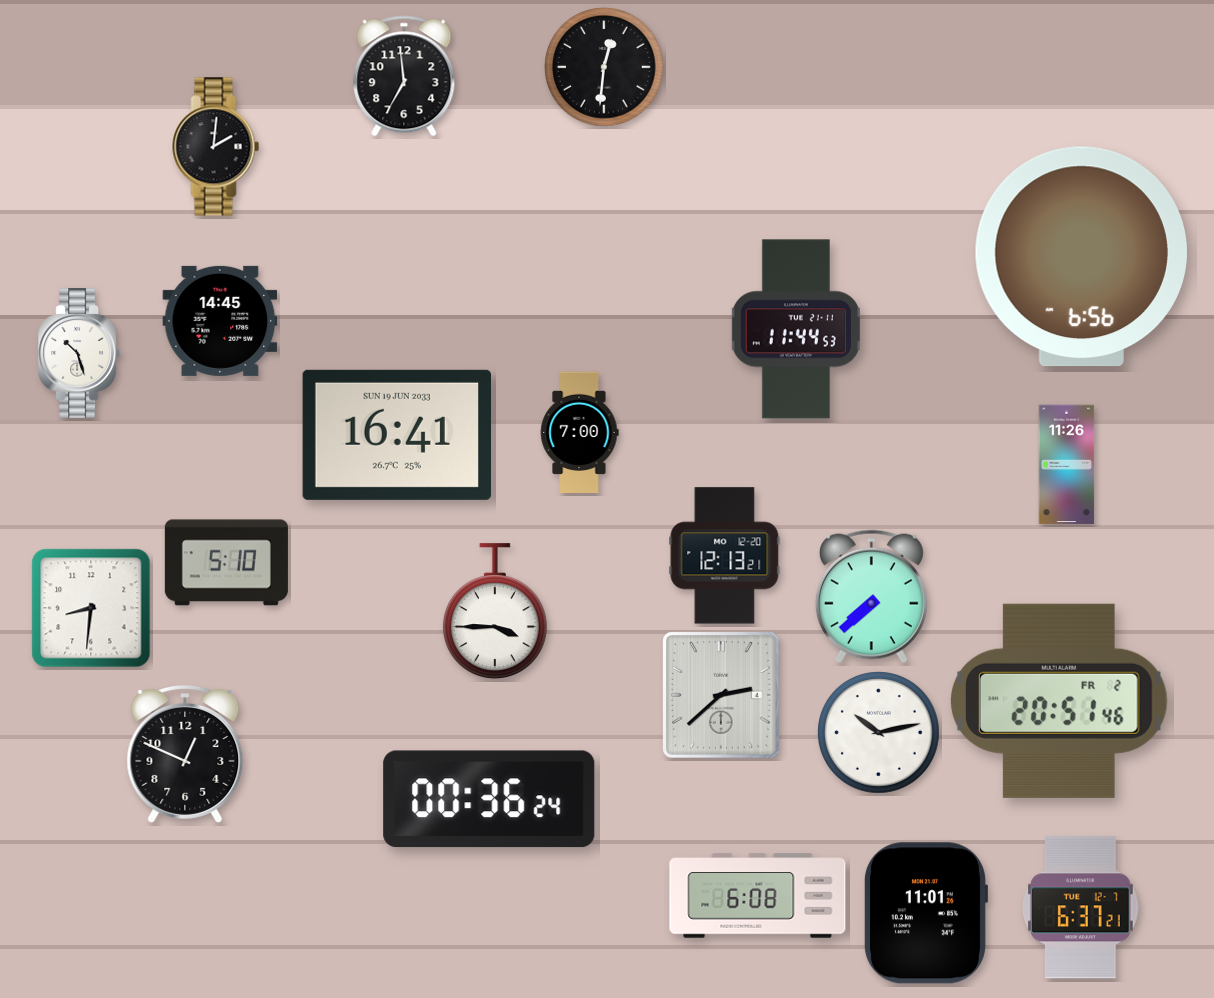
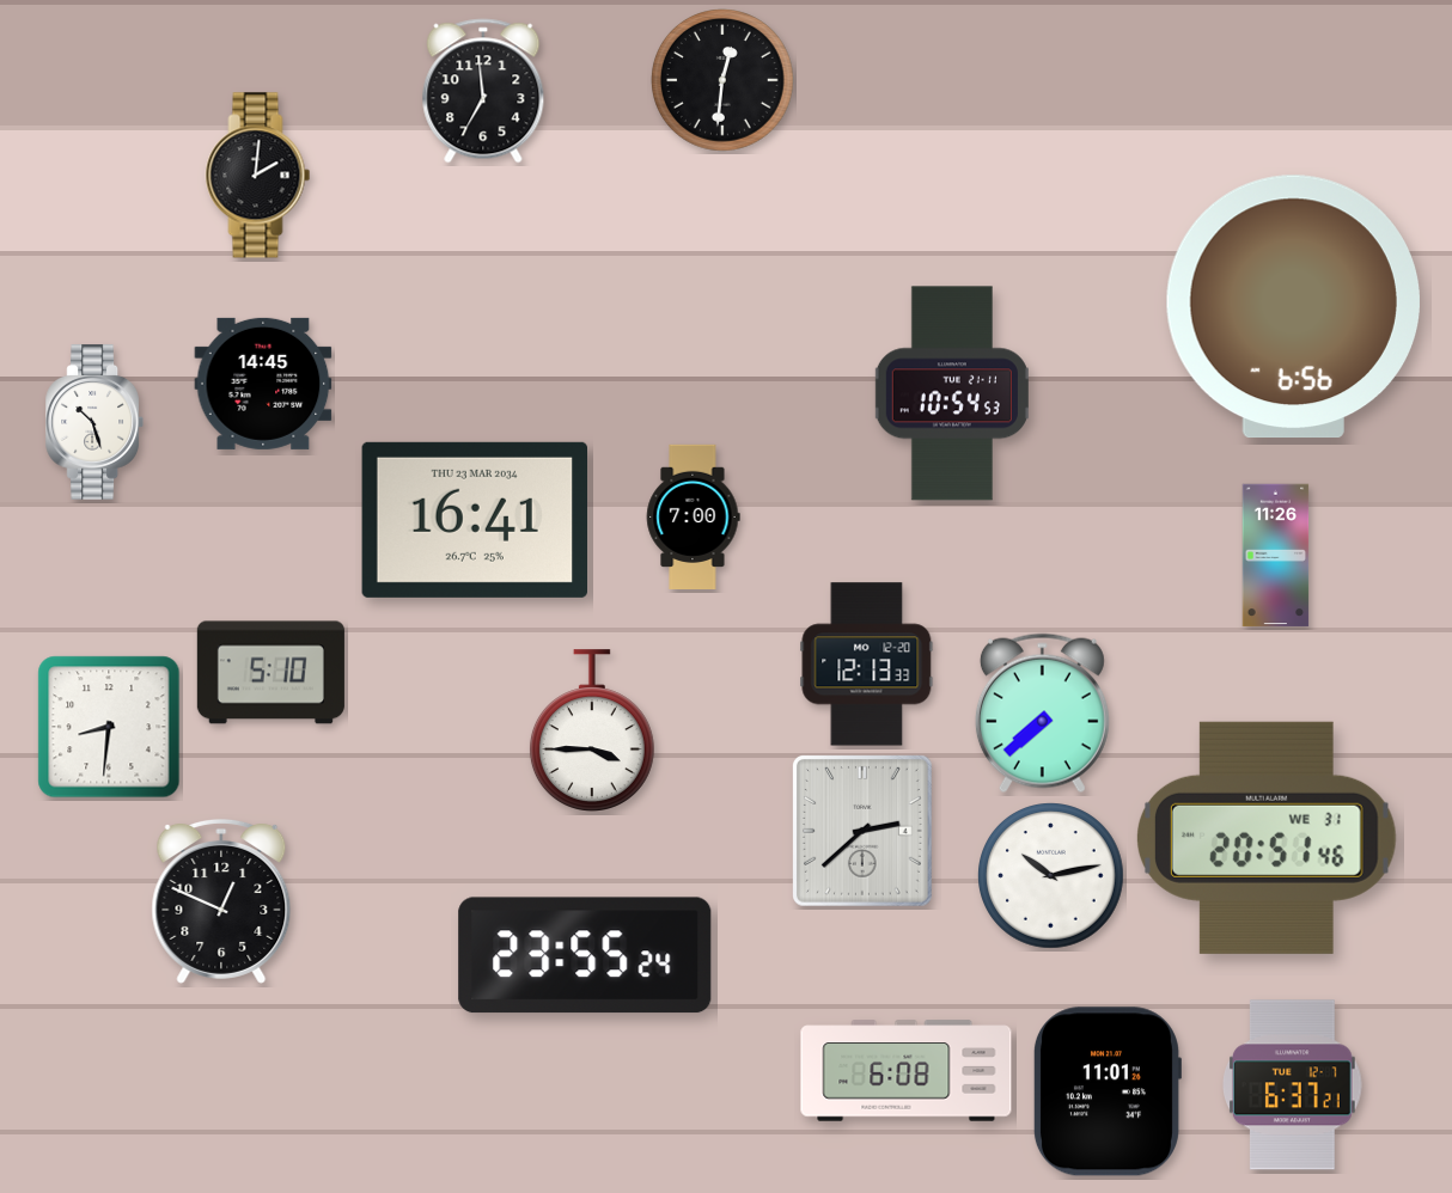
clock at (796, 329): 11:44 -> 10:54
clock at (396, 435) date: SUN 19 JUN 2033 -> THU 23 MAR 2034
clock at (725, 556): 12:13:21 -> 12:13:33
clock at (1060, 701) date: FR 2 -> WE 31
clock at (489, 799): 00:36 -> 23:55
